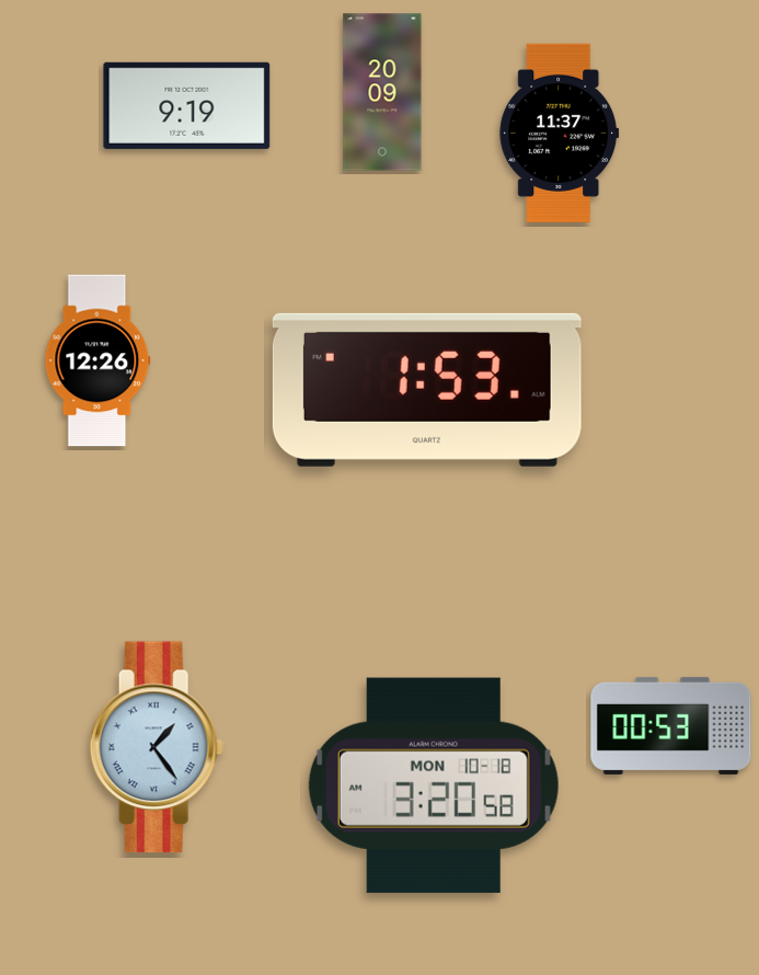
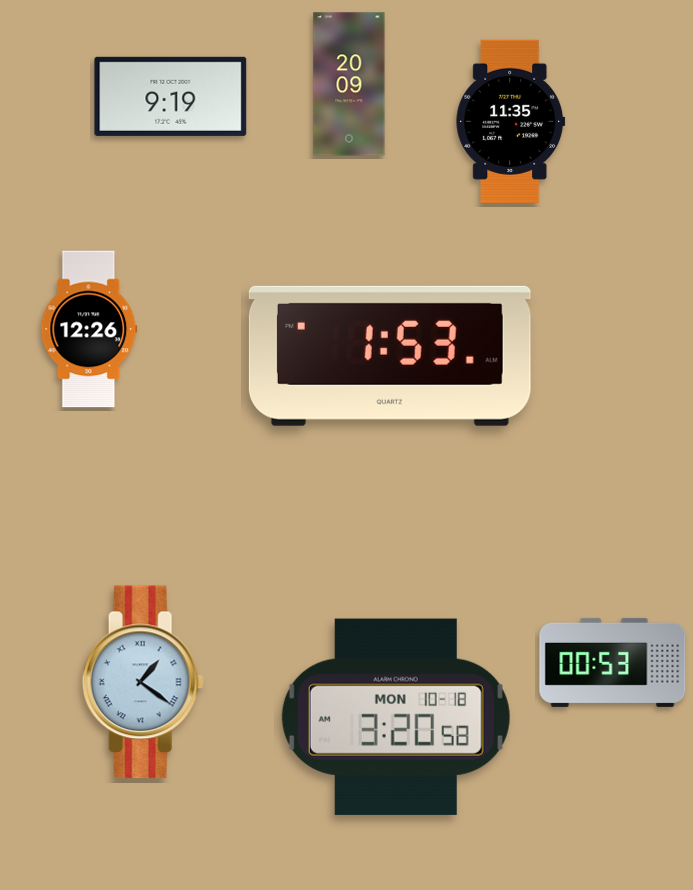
clock at (560, 133): 11:37 -> 11:35
clock at (157, 747): 1:24 -> 1:21
